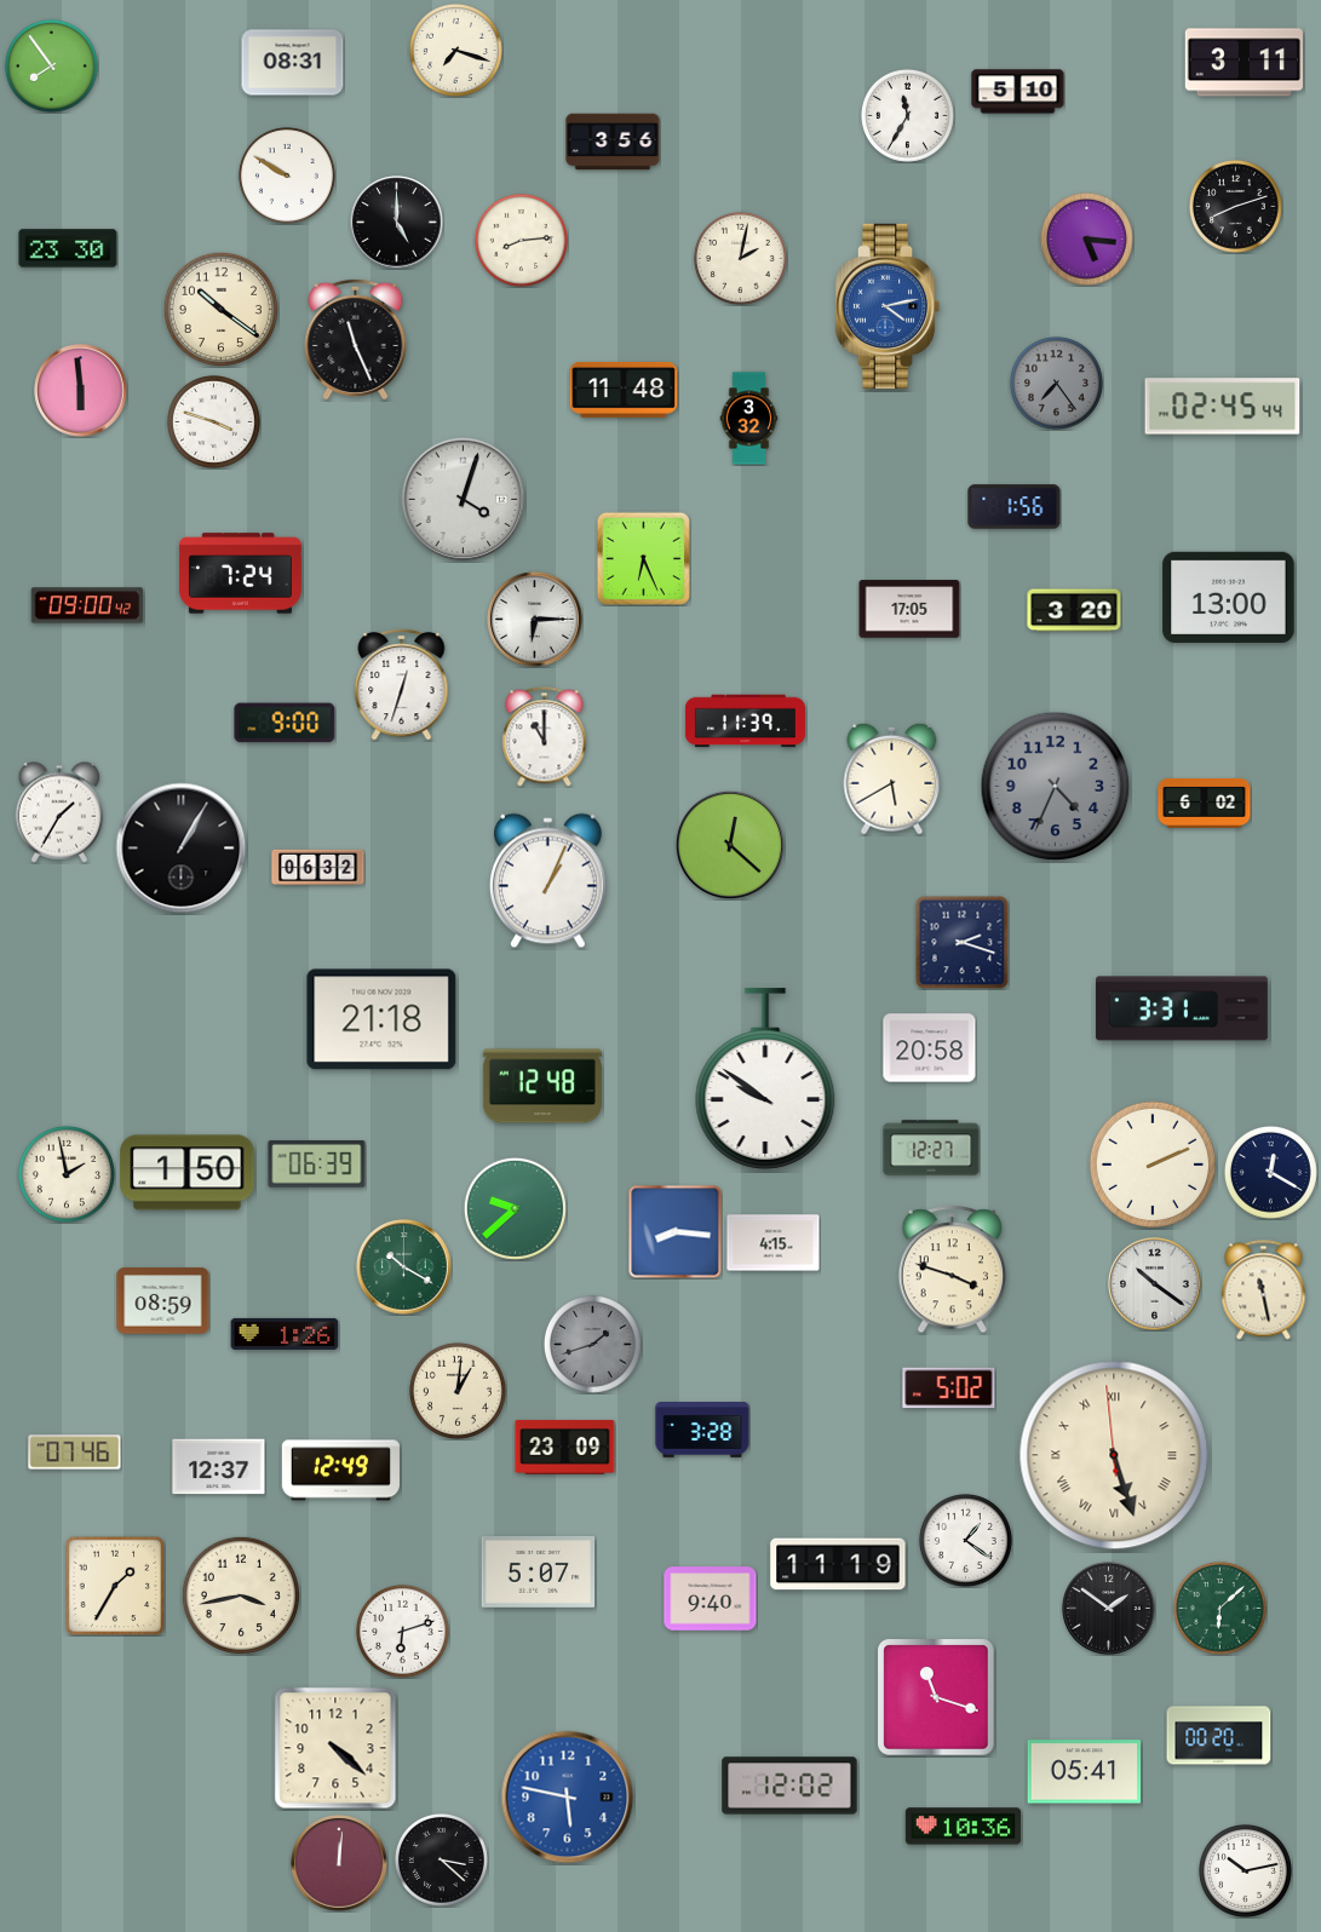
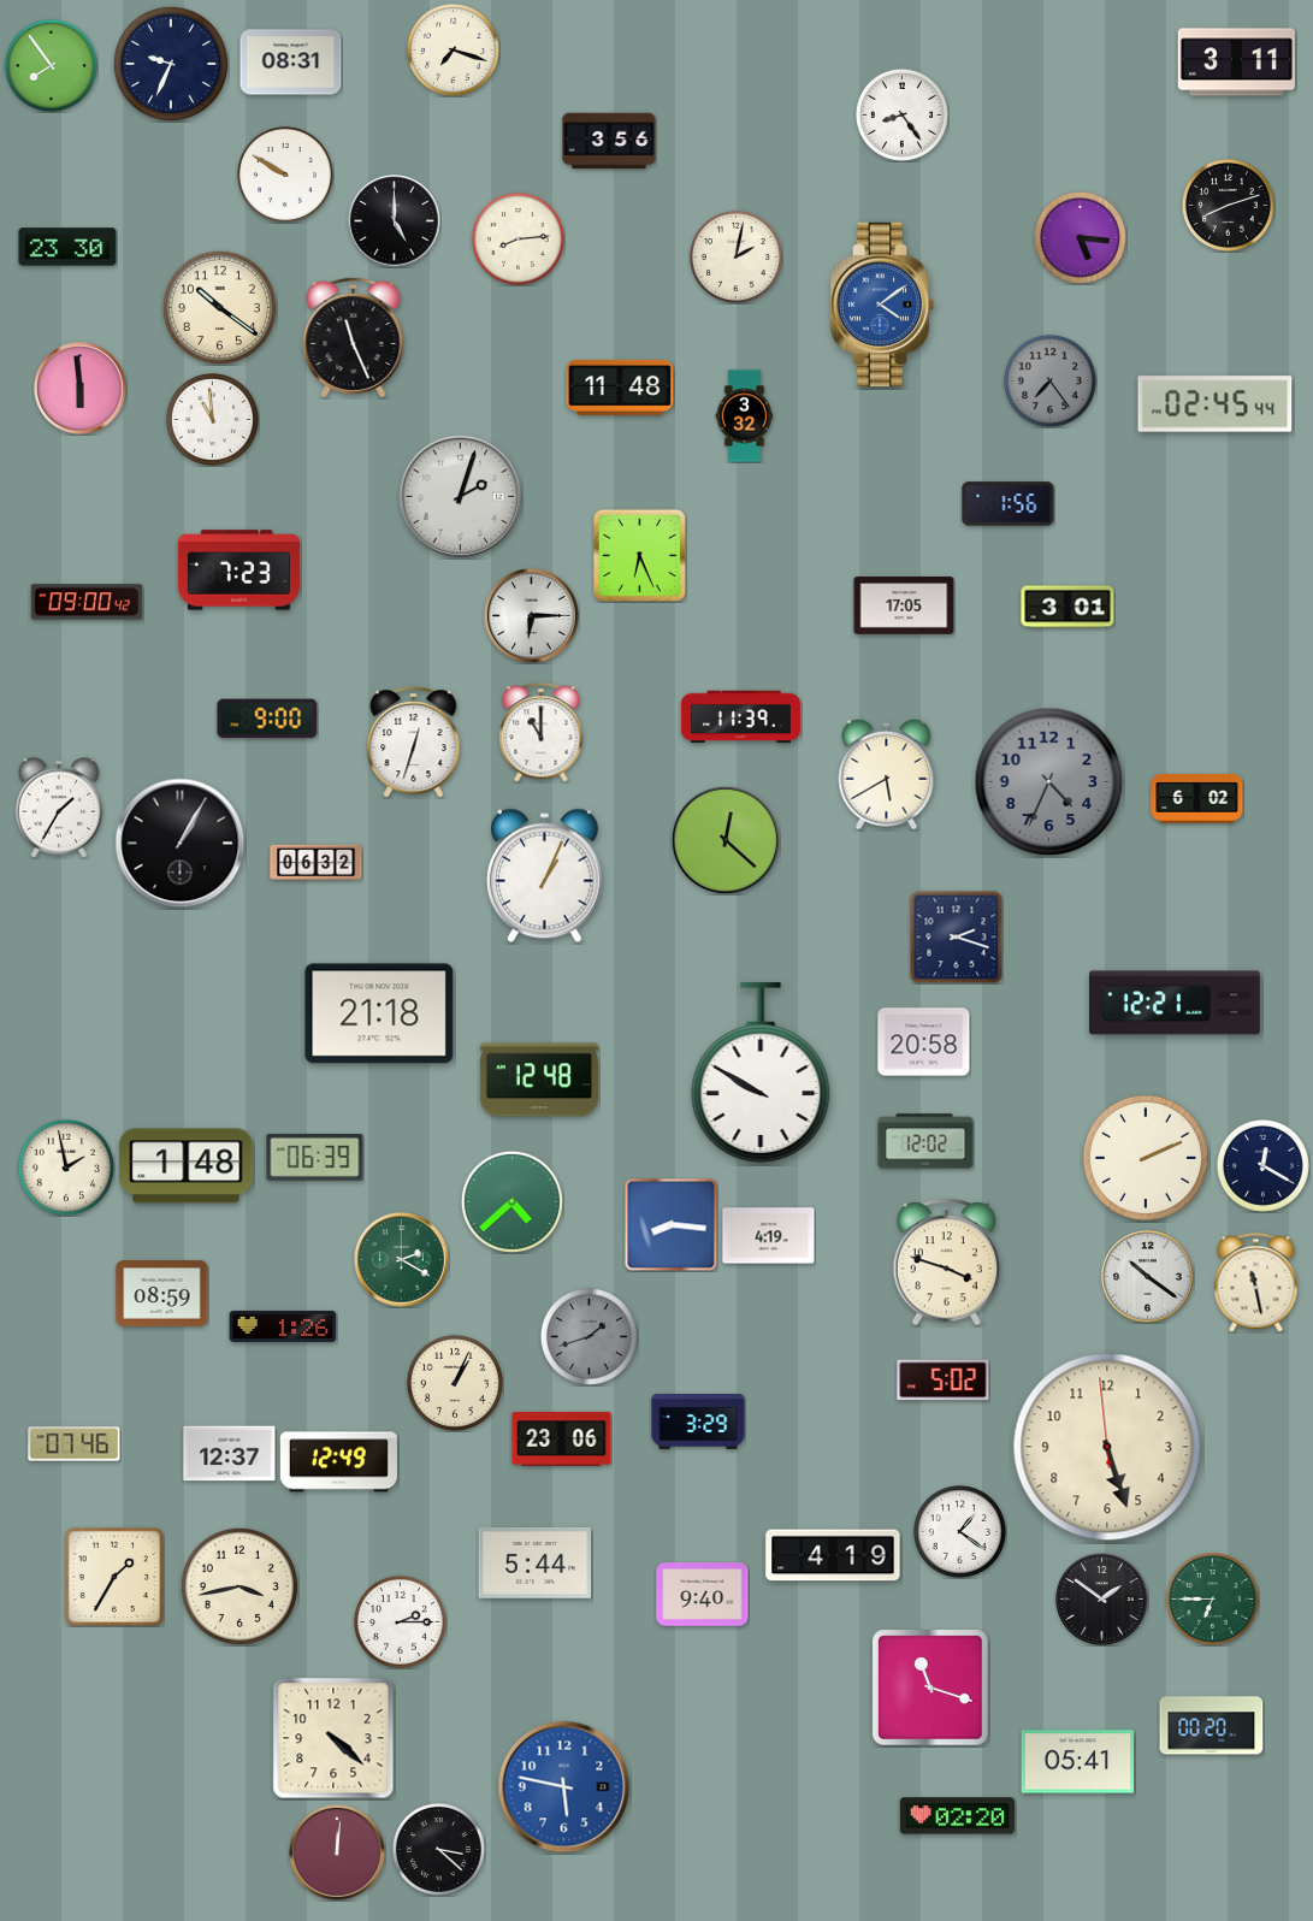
clock at (171, 64): none -> 9:34
clock at (1018, 92): 5:10 -> none
clock at (907, 115): 11:35 -> 8:24
clock at (888, 306): 4:13 -> 4:09
clock at (213, 421): 3:48 -> 10:59
clock at (464, 500): 4:03 -> 2:03
clock at (240, 574): 7:24 -> 7:23
clock at (1229, 597): 13:00 -> none
clock at (1074, 610): 3:20 -> 3:01
clock at (402, 684) position: (402, 684) -> (414, 741)
clock at (285, 723) position: (285, 723) -> (267, 719)
clock at (1182, 1008): 3:31 -> 12:21
clock at (765, 1079): 9:51 -> 9:50
clock at (931, 1148): 12:27 -> 12:02
clock at (188, 1173): 1:50 -> 1:48
clock at (515, 1208): 9:38 -> 4:38
clock at (774, 1243): 4:15 -> 4:19
clock at (404, 1267): 10:20 -> 2:20
clock at (458, 1391): 1:01 -> 1:04
clock at (702, 1431): 3:28 -> 3:29
clock at (565, 1447): 23:09 -> 23:06
clock at (1114, 1455) numerals: Roman -> Arabic
clock at (219, 1467) position: (219, 1467) -> (230, 1454)
clock at (838, 1564): 11:19 -> 4:19
clock at (539, 1571): 5:07 -> 5:44
clock at (711, 1599) position: (711, 1599) -> (703, 1595)
clock at (1219, 1608): 6:08 -> 6:45
clock at (402, 1631): 6:12 -> 2:15
clock at (789, 1786): 12:02 -> none
clock at (964, 1827): 10:36 -> 02:20
clock at (1245, 1870): 10:13 -> none
